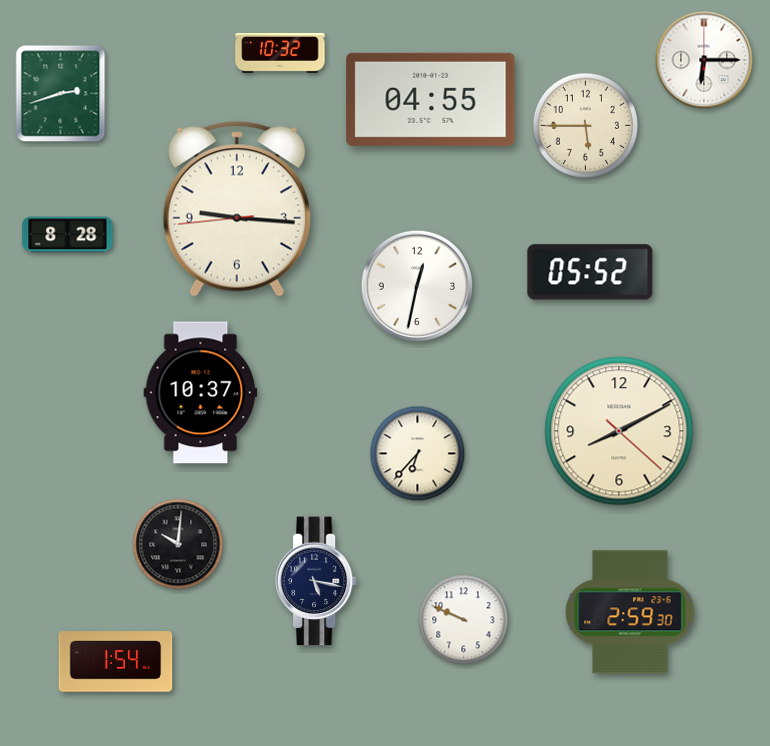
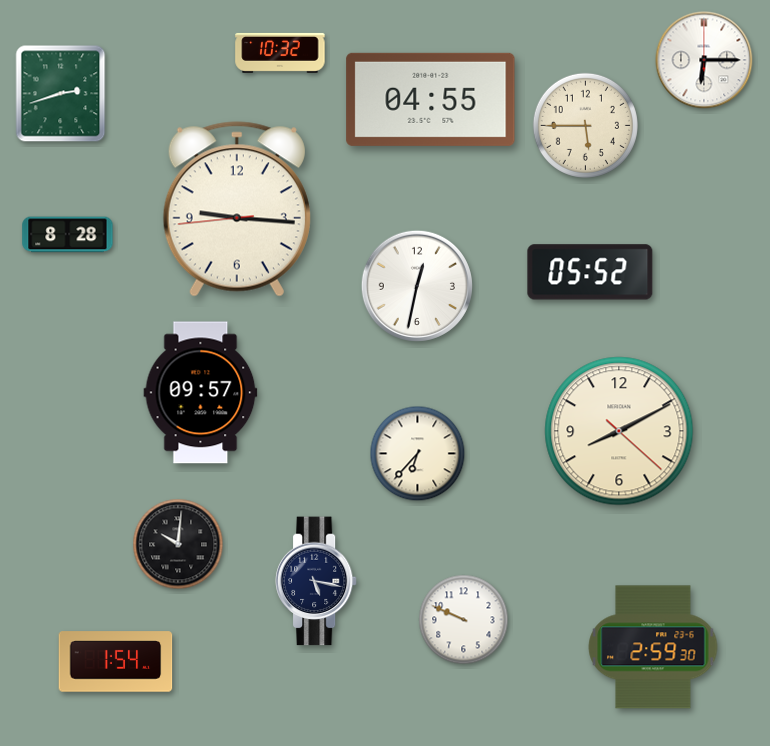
clock at (201, 393): 10:37 -> 09:57
clock at (630, 612) position: (630, 612) -> (653, 647)
